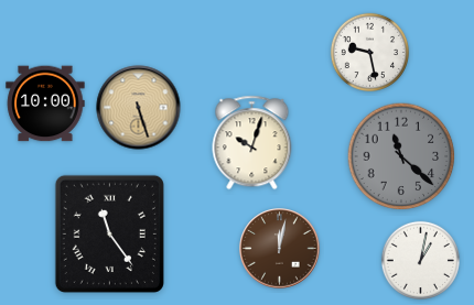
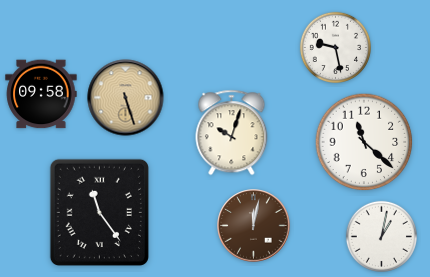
clock at (45, 104): 10:00 -> 09:58
clock at (252, 143) position: (252, 143) -> (232, 133)
clock at (401, 156) dial: grey -> white
